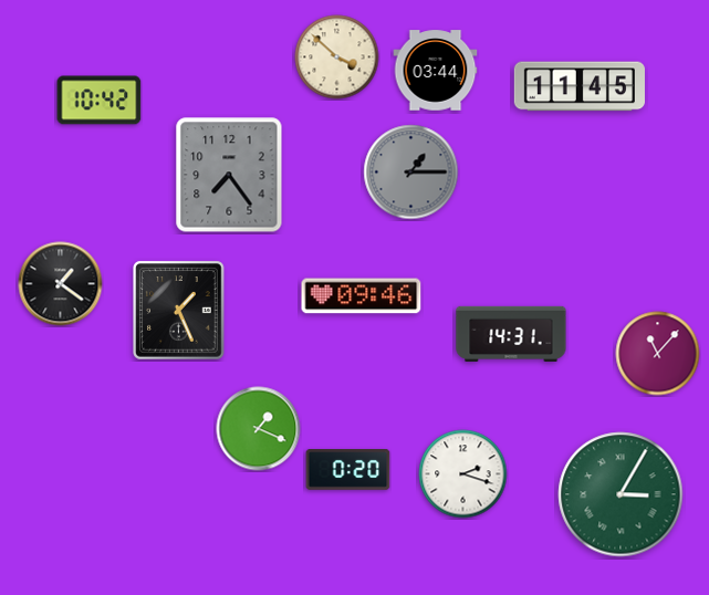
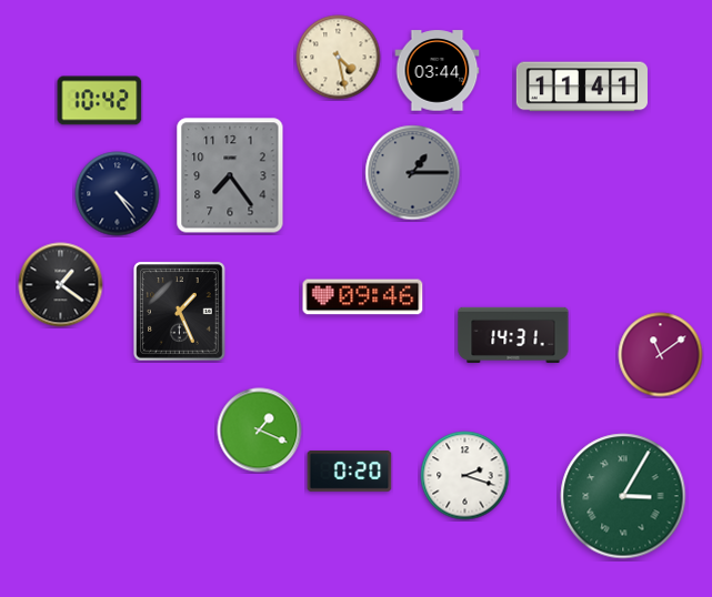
clock at (337, 58): 3:52 -> 4:28
clock at (580, 86): 11:45 -> 11:41
clock at (118, 194): none -> 4:24
clock at (658, 354): 11:07 -> 11:09
